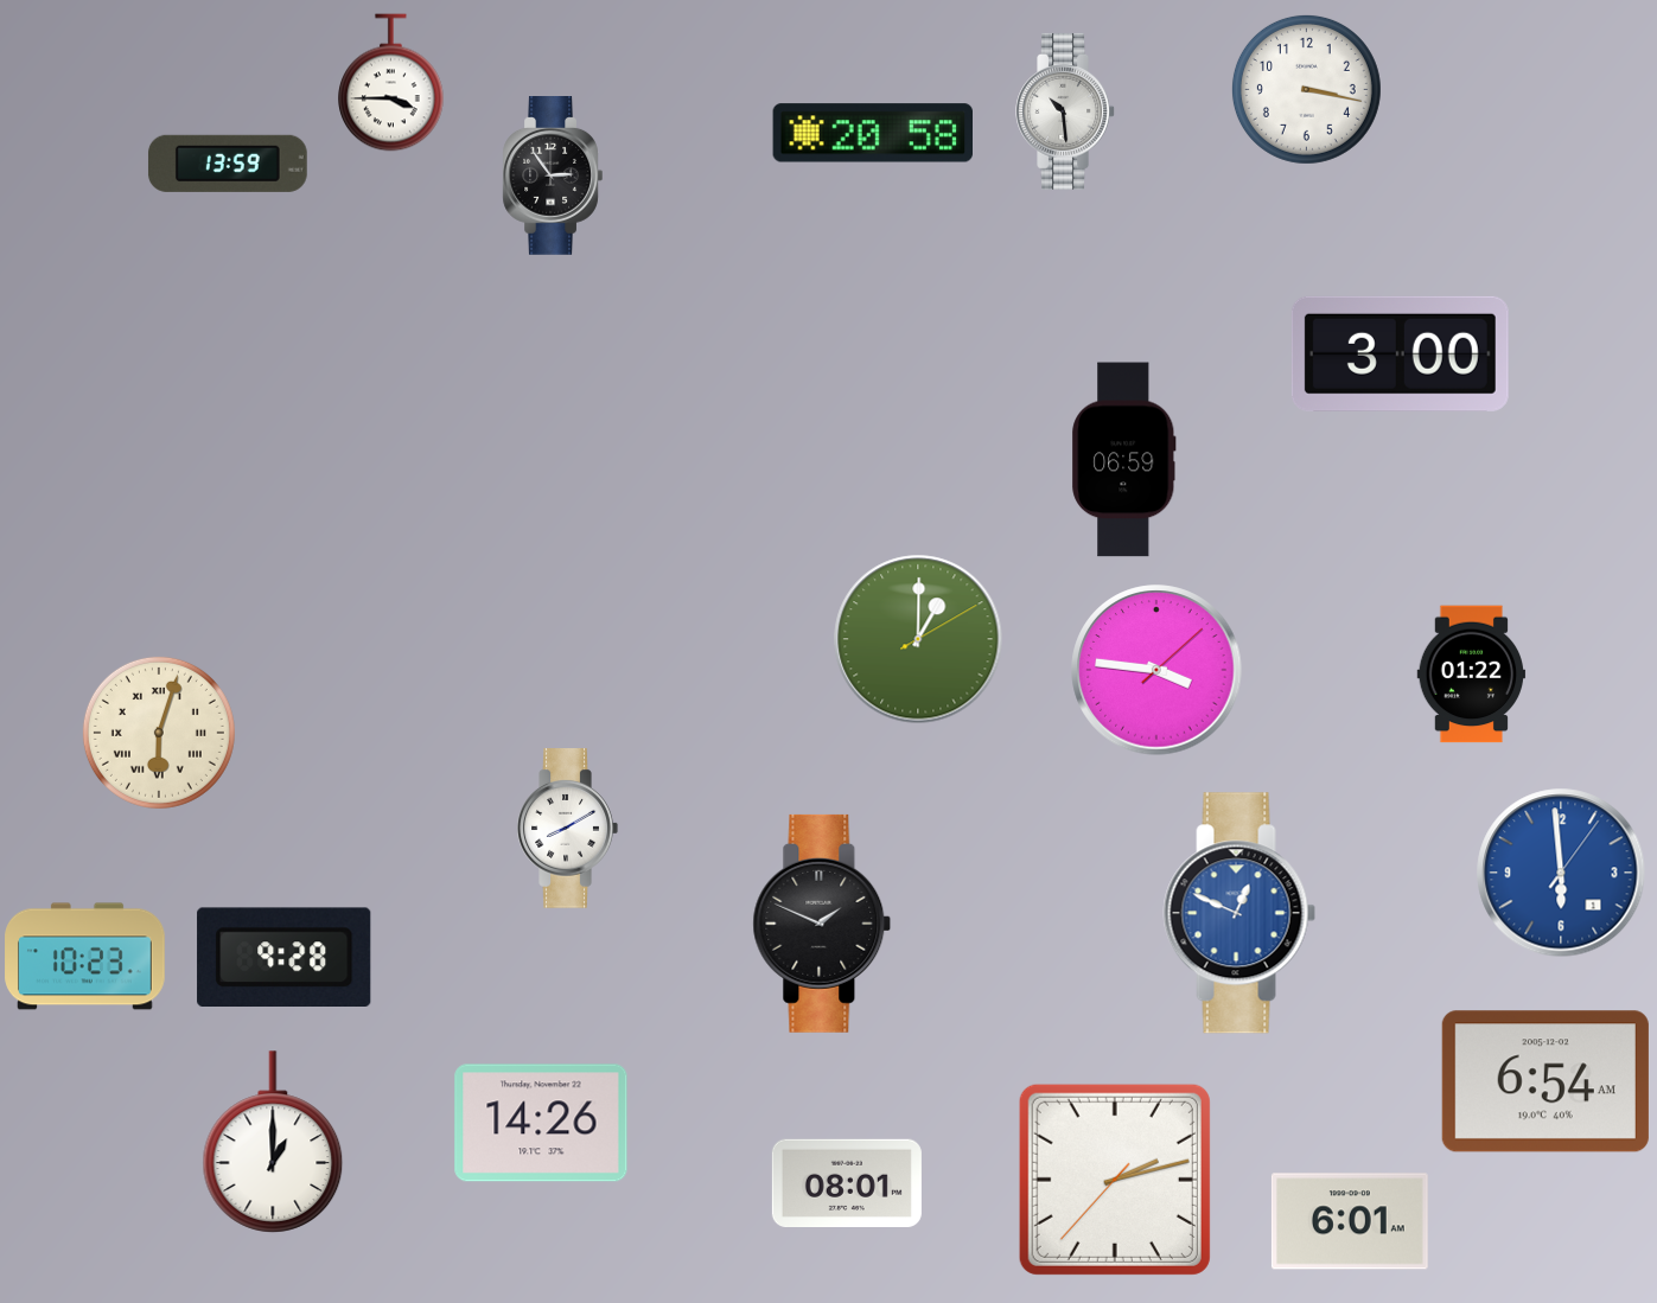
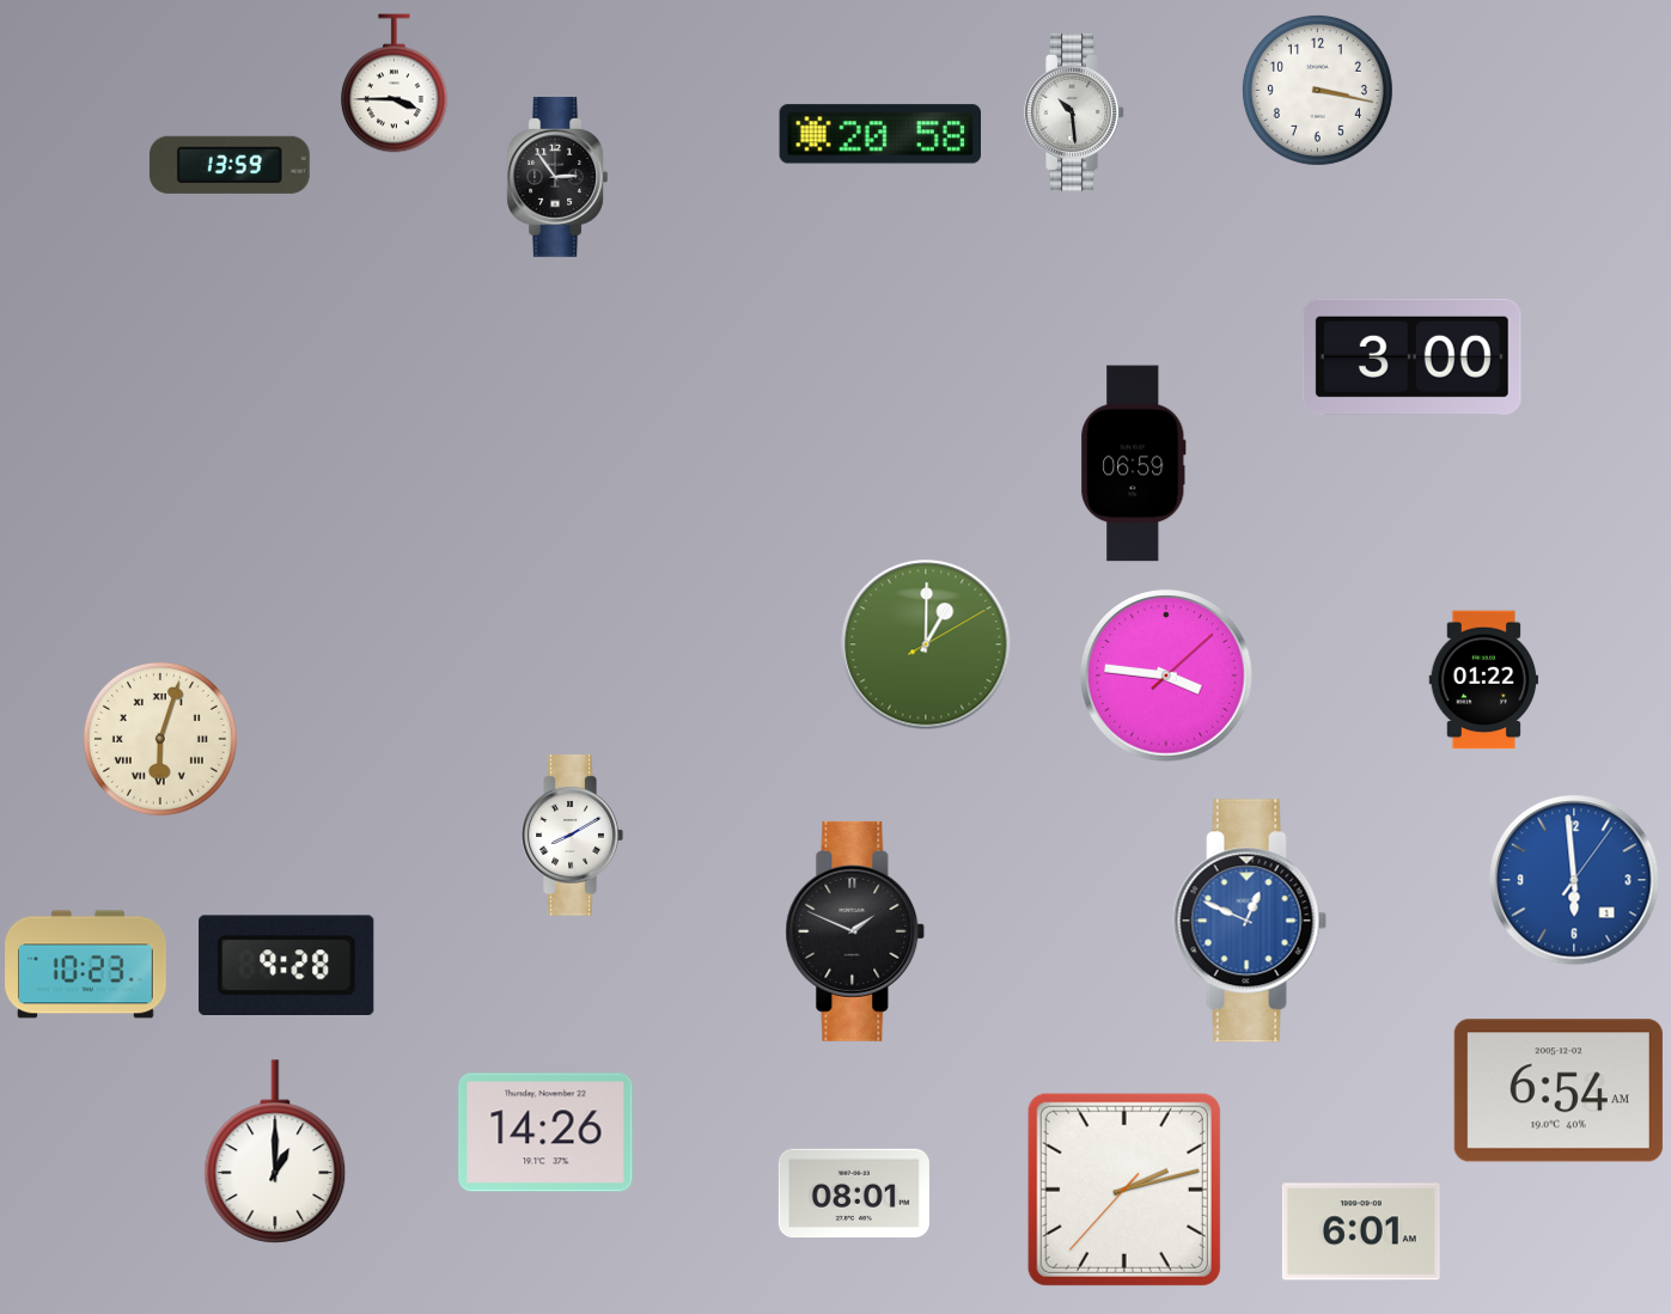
clock at (822, 924) position: (822, 924) -> (855, 931)
